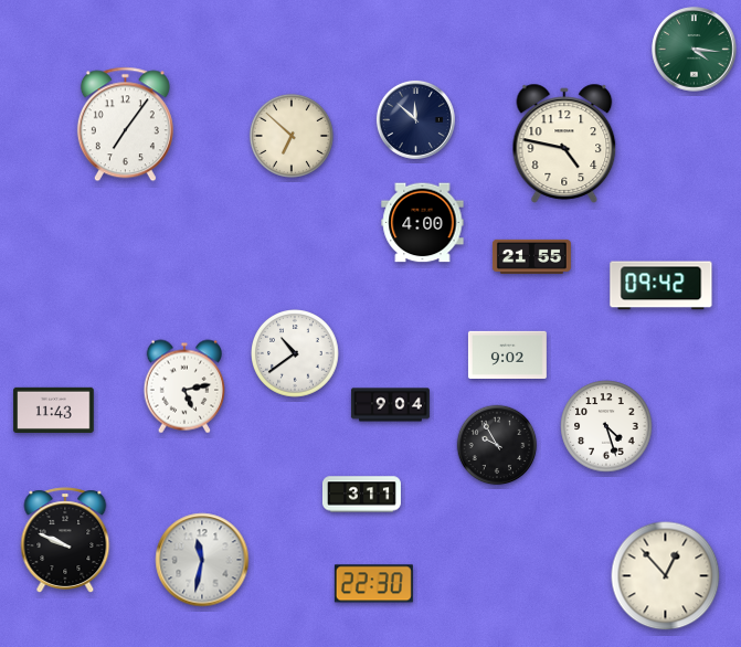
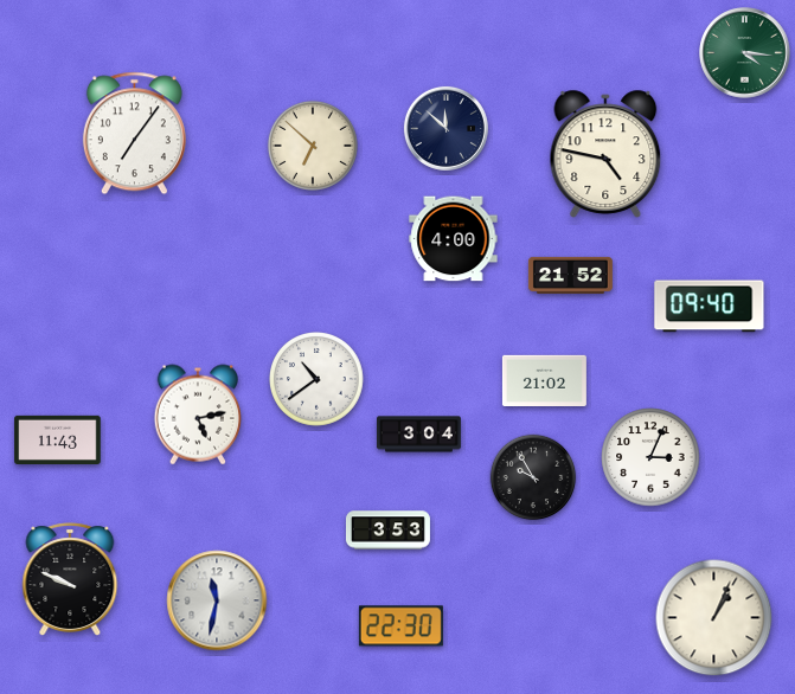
clock at (531, 256): 21:55 -> 21:52
clock at (661, 286): 09:42 -> 09:40
clock at (507, 354): 9:02 -> 21:02
clock at (390, 405): 9:04 -> 3:04
clock at (606, 426): 4:27 -> 3:04
clock at (361, 495): 3:11 -> 3:53
clock at (666, 576): 12:53 -> 1:04
